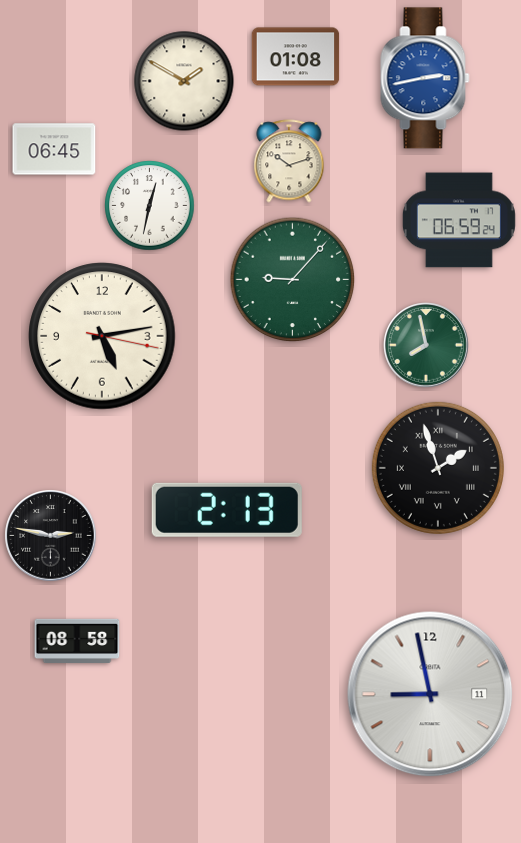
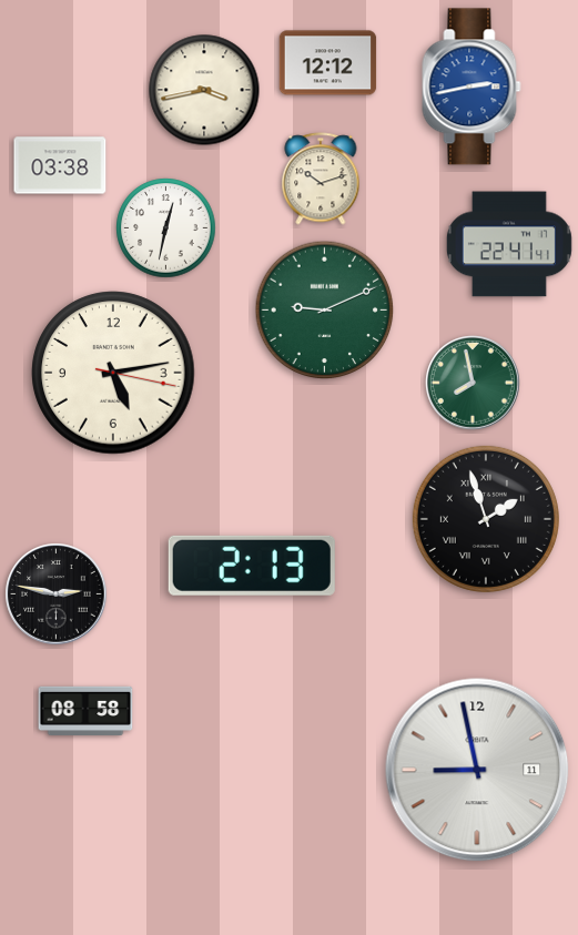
clock at (296, 57): 01:08 -> 12:12
clock at (184, 81): 1:50 -> 3:43
clock at (54, 149): 06:45 -> 03:38
clock at (459, 220): 06:59 -> 22:41
clock at (293, 280): 9:07 -> 9:11
